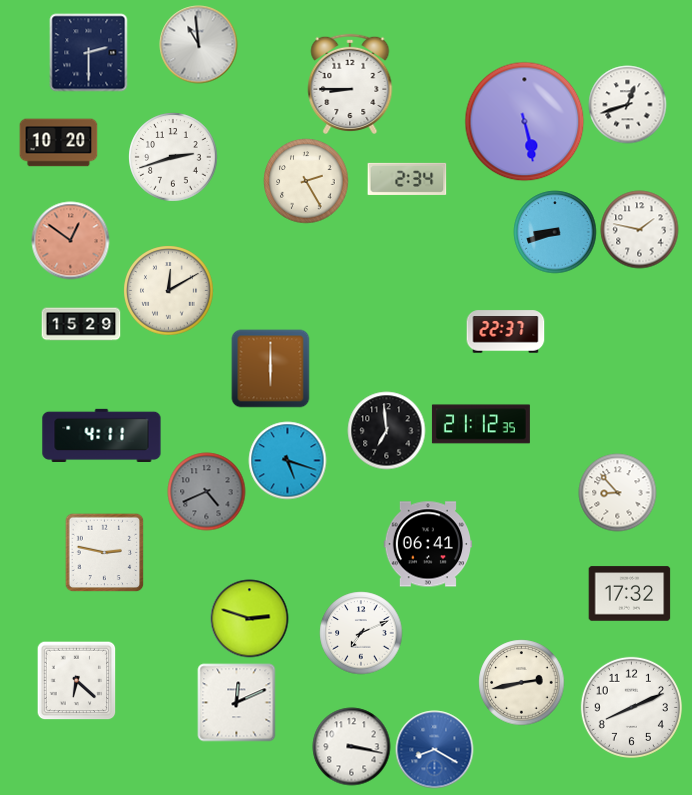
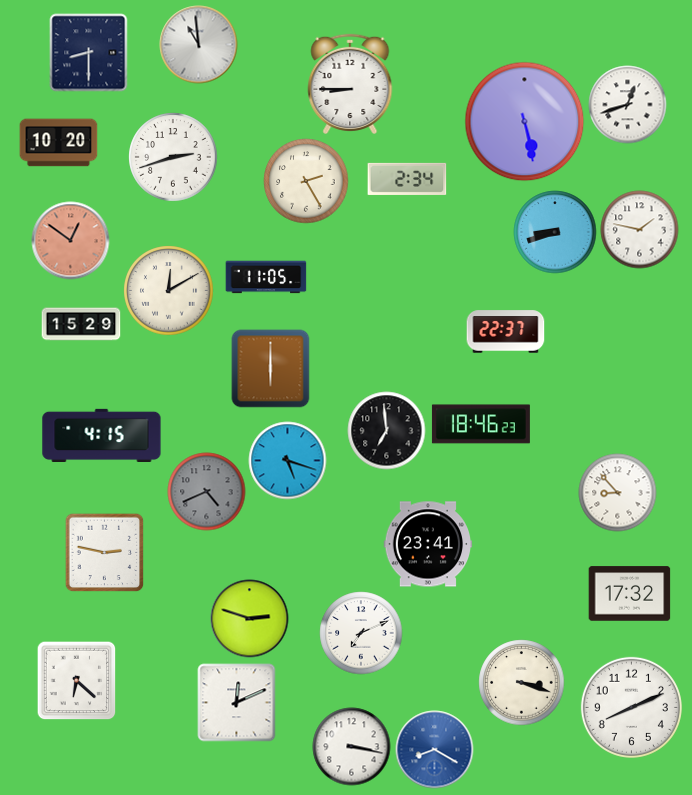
clock at (88, 52): 2:30 -> 8:30
clock at (266, 277): none -> 11:05
clock at (481, 424): 21:12 -> 18:46
clock at (102, 435): 4:11 -> 4:15
clock at (428, 544): 06:41 -> 23:41
clock at (521, 682): 2:43 -> 3:18
